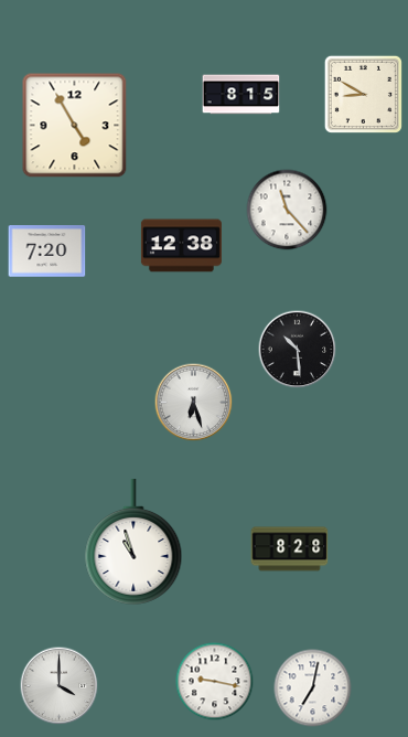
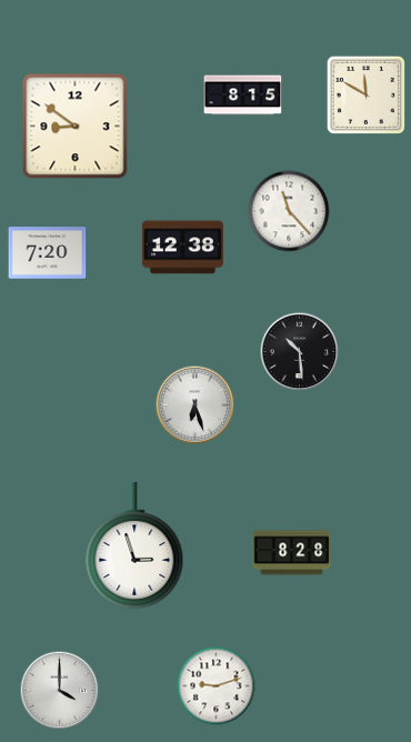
clock at (363, 94): 8:50 -> 11:50
clock at (75, 126): 4:55 -> 8:51
clock at (133, 542): 10:57 -> 2:57
clock at (215, 682): 9:17 -> 9:12
clock at (313, 688): 7:02 -> none
